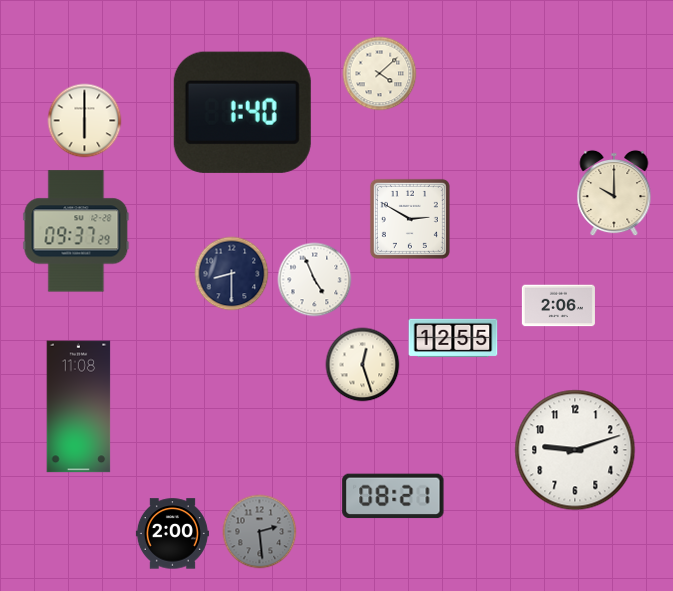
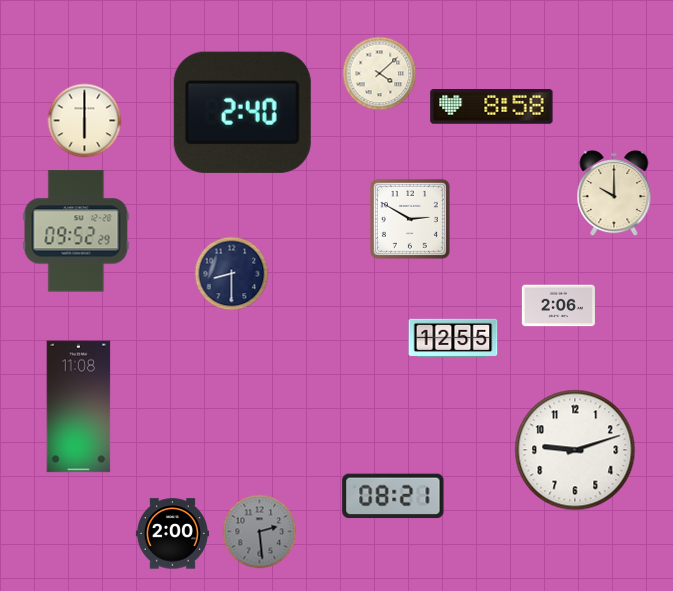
clock at (492, 107): none -> 8:58
clock at (242, 112): 1:40 -> 2:40
clock at (76, 231): 09:37 -> 09:52
clock at (315, 280): 4:56 -> none
clock at (363, 365): 12:27 -> none
